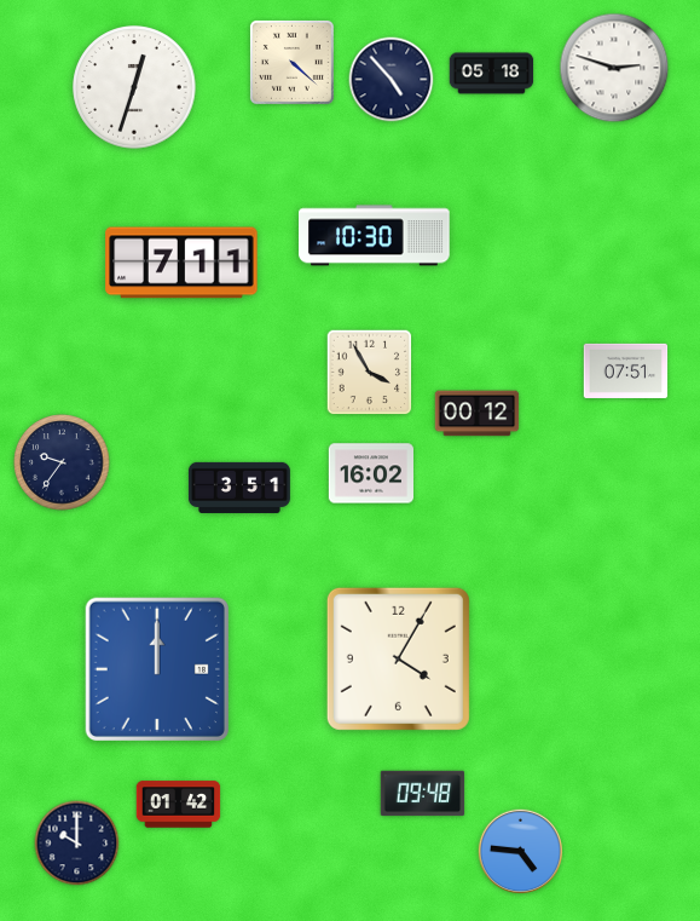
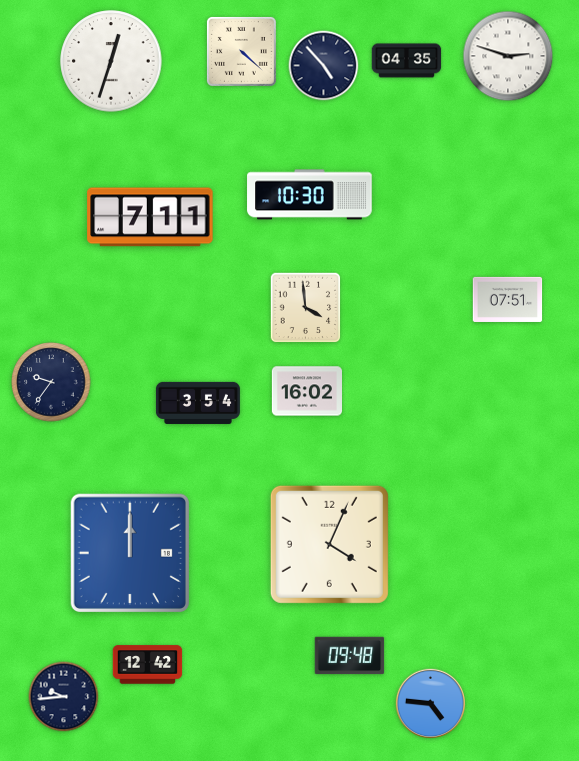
clock at (492, 74): 05:18 -> 04:35
clock at (134, 87) position: (134, 87) -> (111, 61)
clock at (626, 370) position: (626, 370) -> (508, 299)
clock at (370, 373): 3:55 -> 3:59
clock at (478, 414): 00:12 -> none
clock at (239, 488): 3:51 -> 3:54
clock at (398, 658): 4:05 -> 4:04
clock at (179, 805): 01:42 -> 12:42
clock at (77, 844): 10:00 -> 9:44
